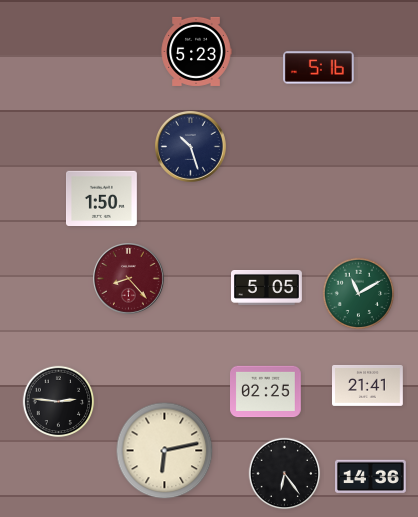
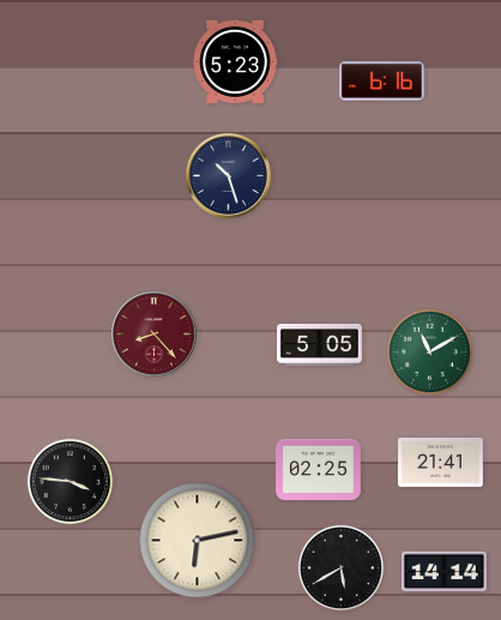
clock at (319, 68): 5:16 -> 6:16
clock at (102, 198): 1:50 -> none
clock at (59, 402): 2:46 -> 3:46
clock at (285, 474): 6:24 -> 5:40
clock at (371, 477): 14:36 -> 14:14
